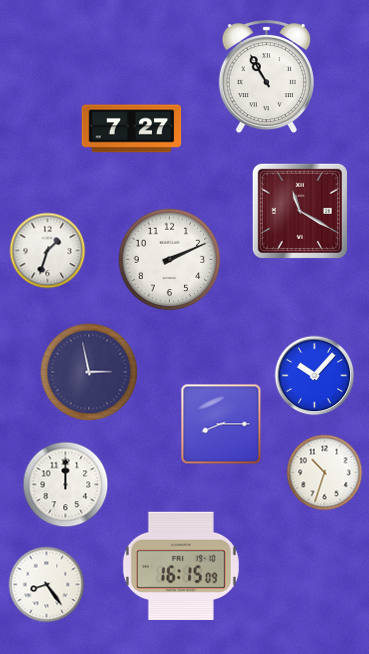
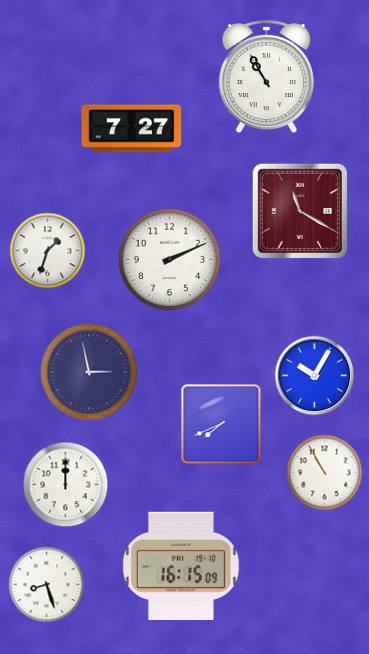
clock at (315, 376): 10:07 -> 10:05
clock at (221, 424): 8:15 -> 7:41
clock at (325, 473): 10:33 -> 10:55
clock at (47, 585): 8:24 -> 8:27
